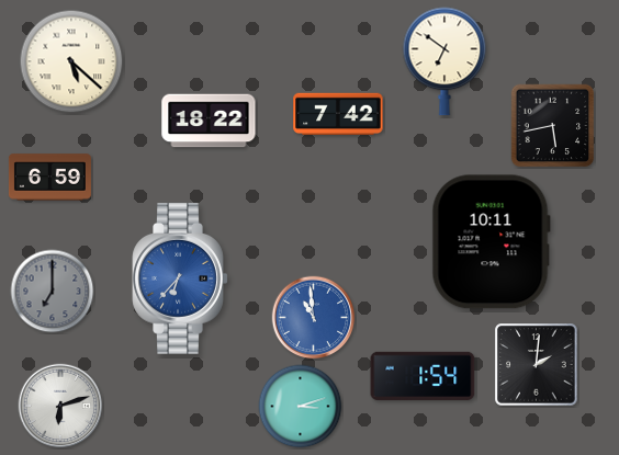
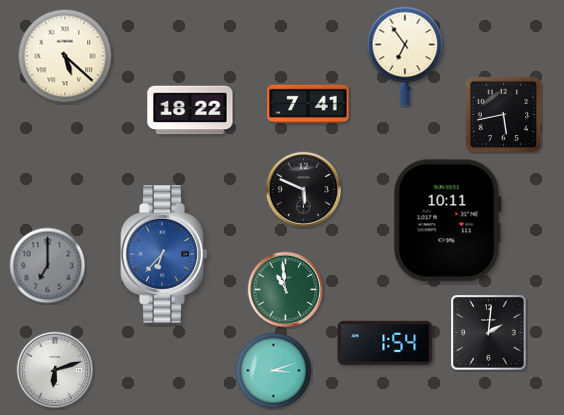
clock at (444, 61): 6:51 -> 6:54
clock at (338, 114): 7:42 -> 7:41
clock at (49, 178): 6:59 -> none
clock at (304, 190): none -> 5:49
clock at (314, 318) dial: blue -> green
